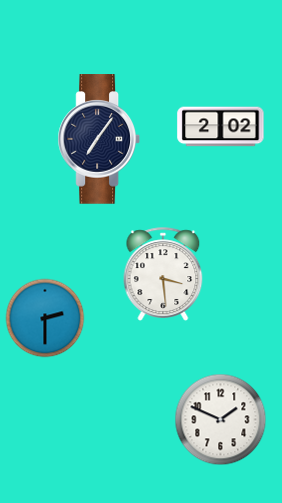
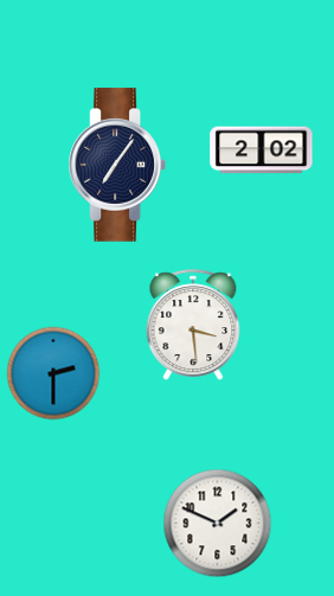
clock at (45, 318) position: (45, 318) -> (53, 373)
clock at (220, 419) position: (220, 419) -> (217, 523)
